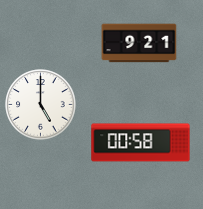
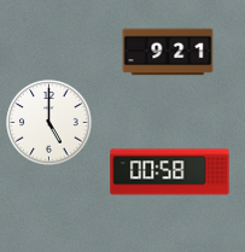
clock at (41, 105) position: (41, 105) -> (49, 123)
